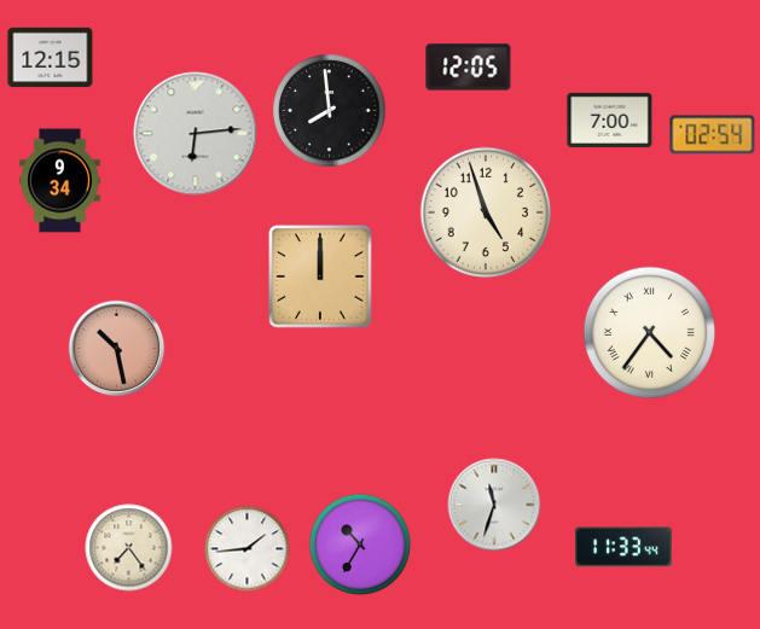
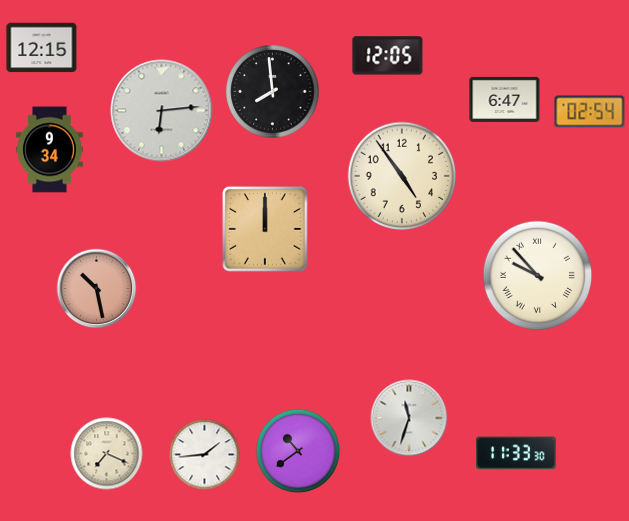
clock at (610, 120): 7:00 -> 6:47
clock at (486, 212): 4:57 -> 4:54
clock at (649, 332): 4:36 -> 9:53
clock at (360, 544): 10:35 -> 10:39
clock at (623, 547): 11:33:44 -> 11:33:30
clock at (129, 548): 7:24 -> 7:19
